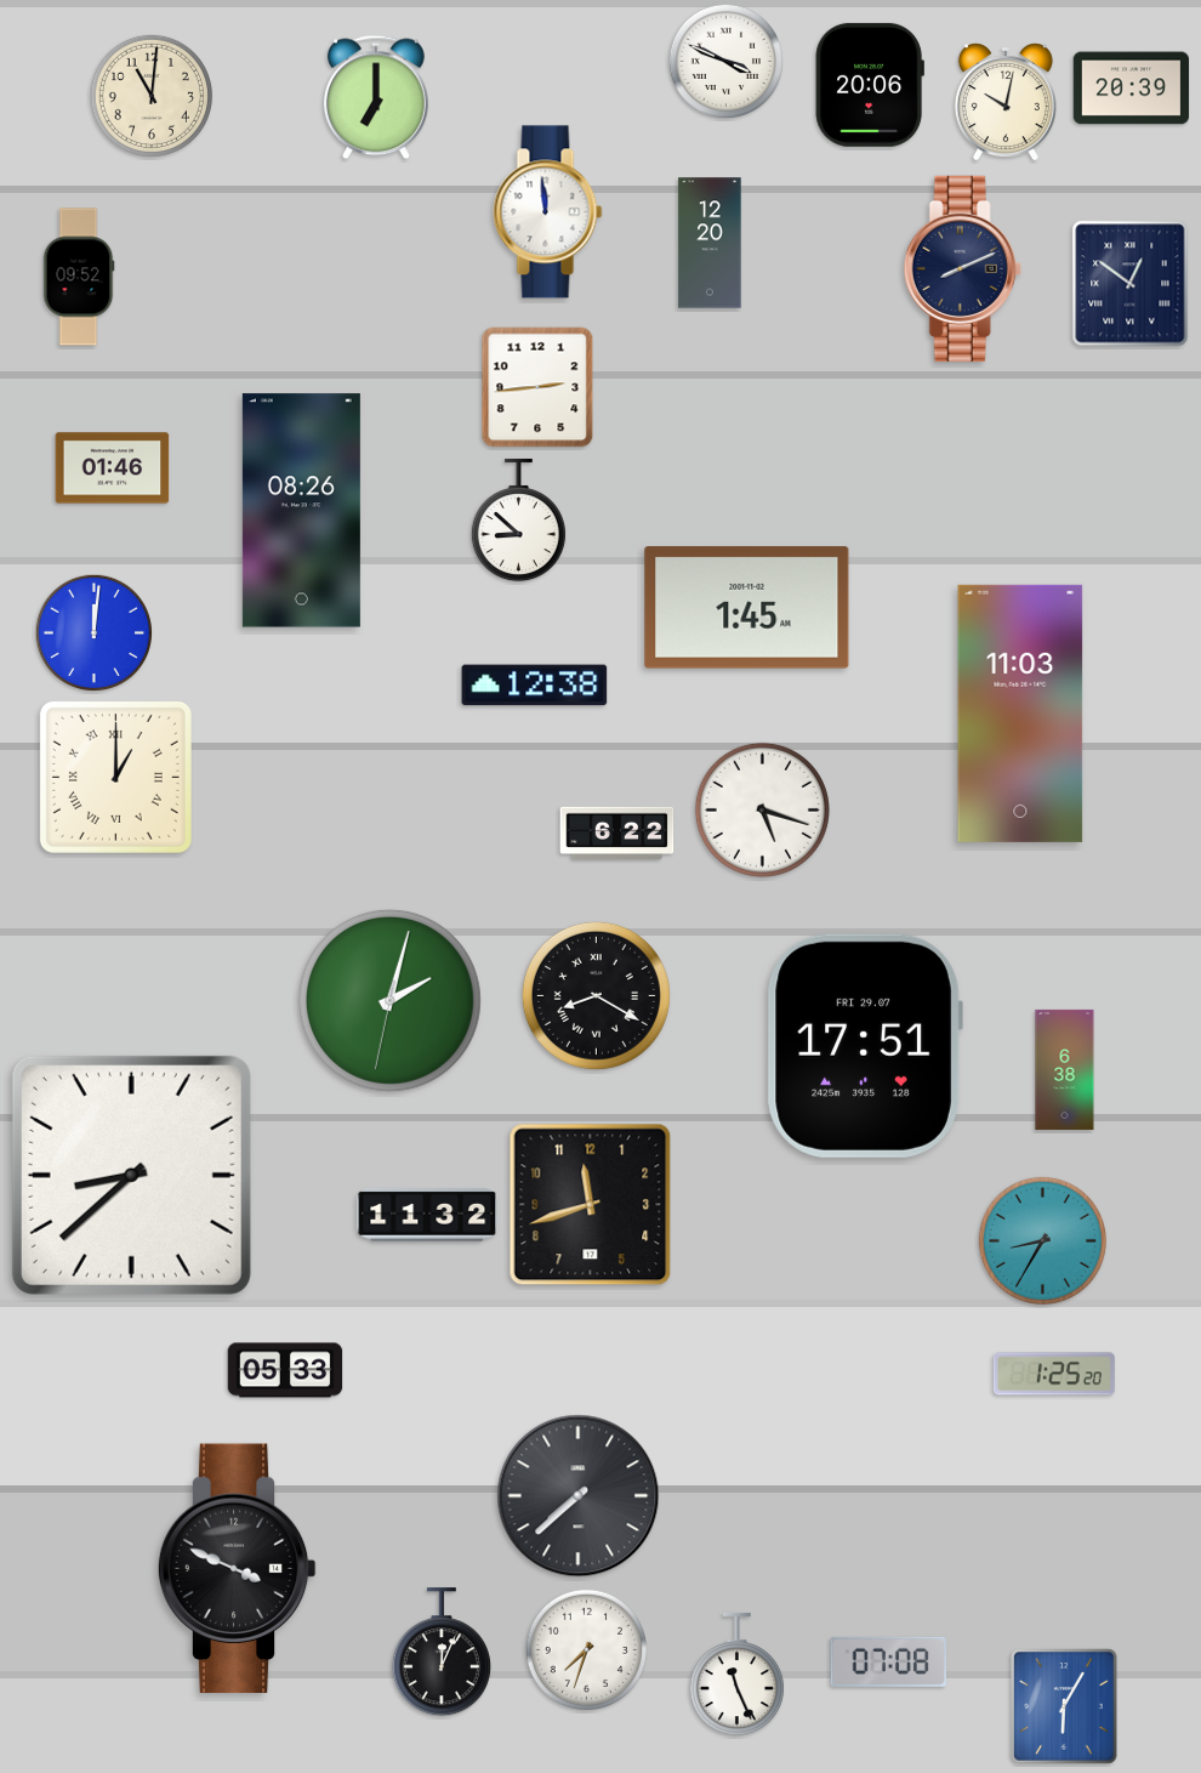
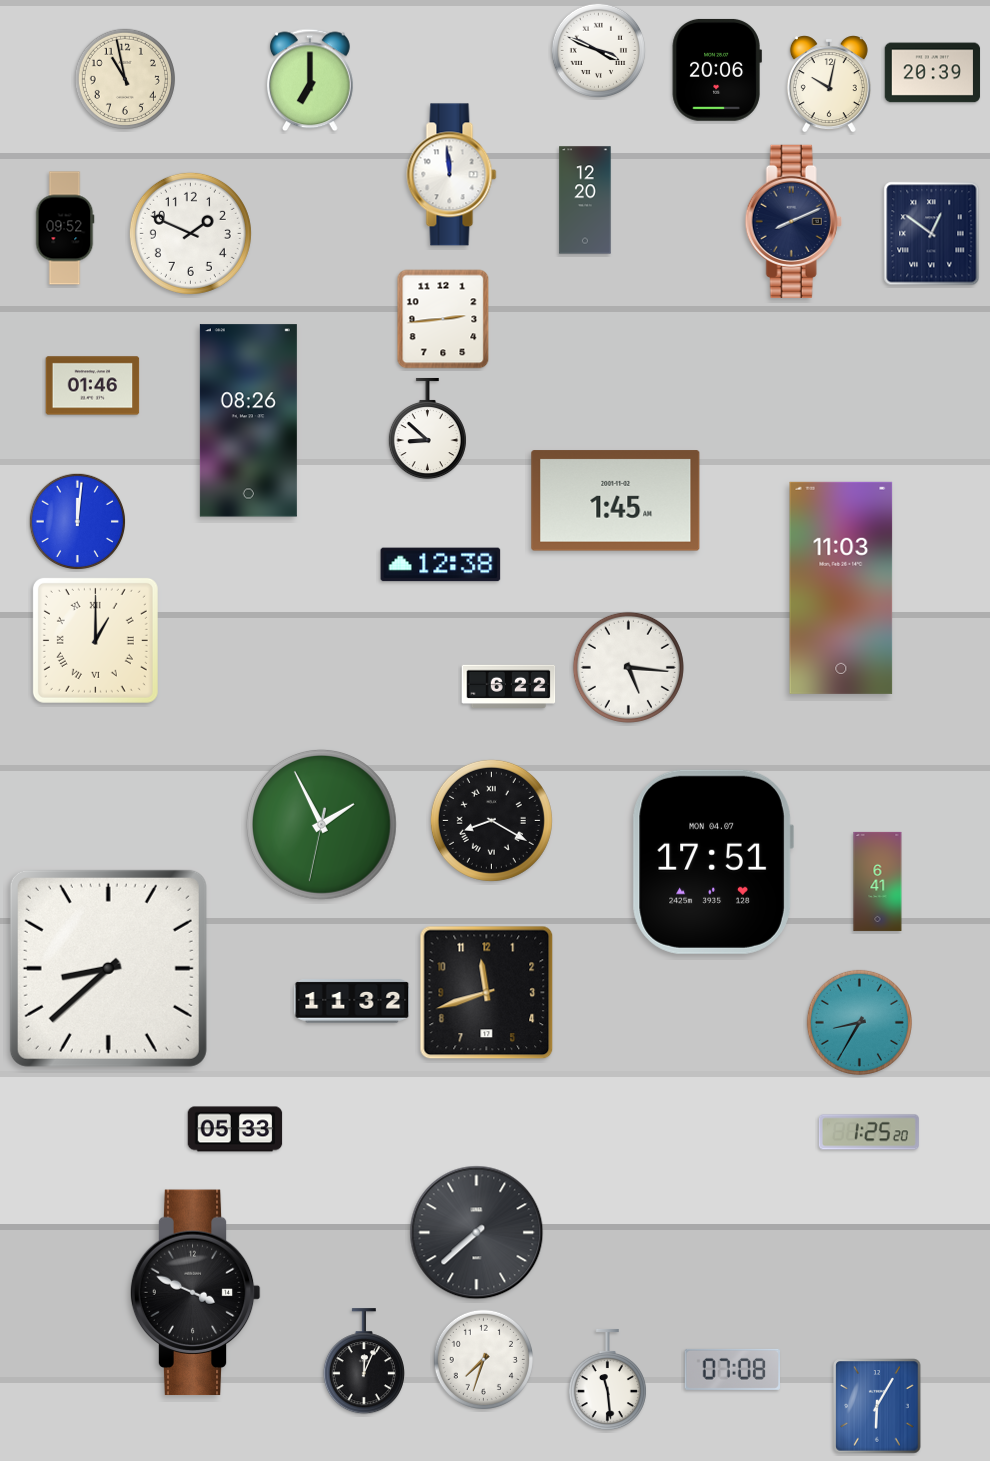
clock at (152, 96): 11:01 -> 10:58
clock at (190, 233): none -> 1:49
clock at (762, 809): 5:18 -> 5:16
clock at (389, 1000): 2:02 -> 1:55
clock at (865, 1046) date: FRI 29.07 -> MON 04.07
clock at (1065, 1069): 6:38 -> 6:41
clock at (736, 1675): 11:26 -> 11:29
